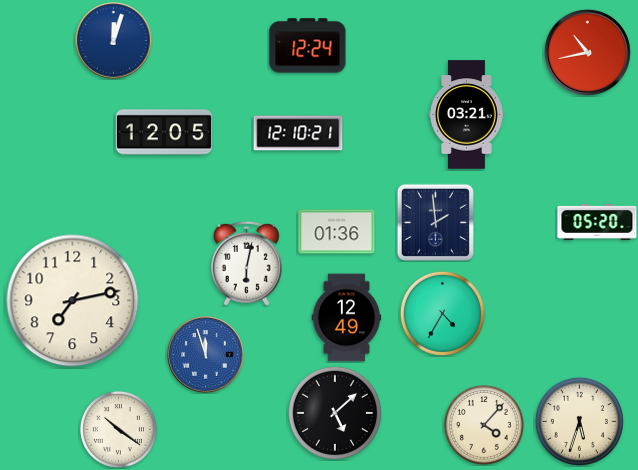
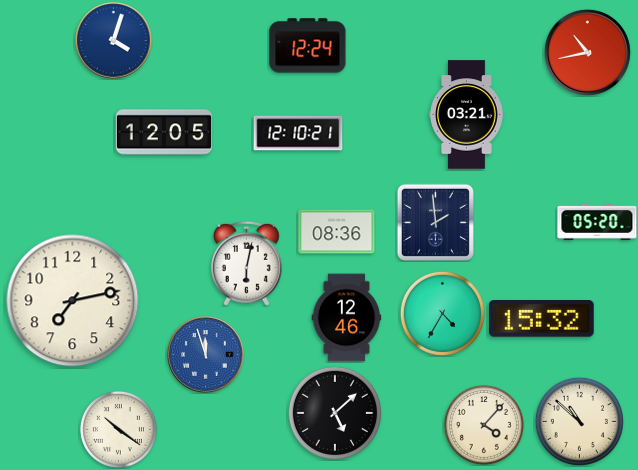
clock at (114, 41): 12:03 -> 4:03
clock at (337, 232): 01:36 -> 08:36
clock at (347, 318): 12:49 -> 12:46
clock at (541, 319): none -> 15:32
clock at (579, 421): 5:33 -> 10:52
